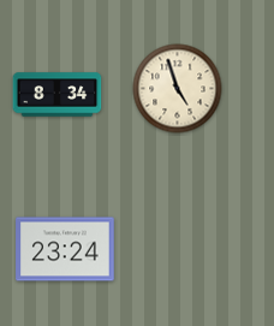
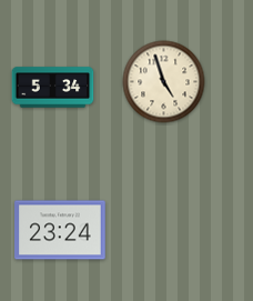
clock at (58, 95): 8:34 -> 5:34
